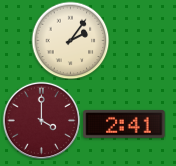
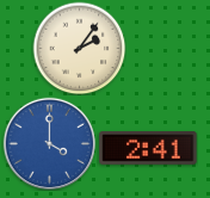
clock at (70, 40) position: (70, 40) -> (79, 48)
clock at (41, 120) dial: burgundy -> blue
